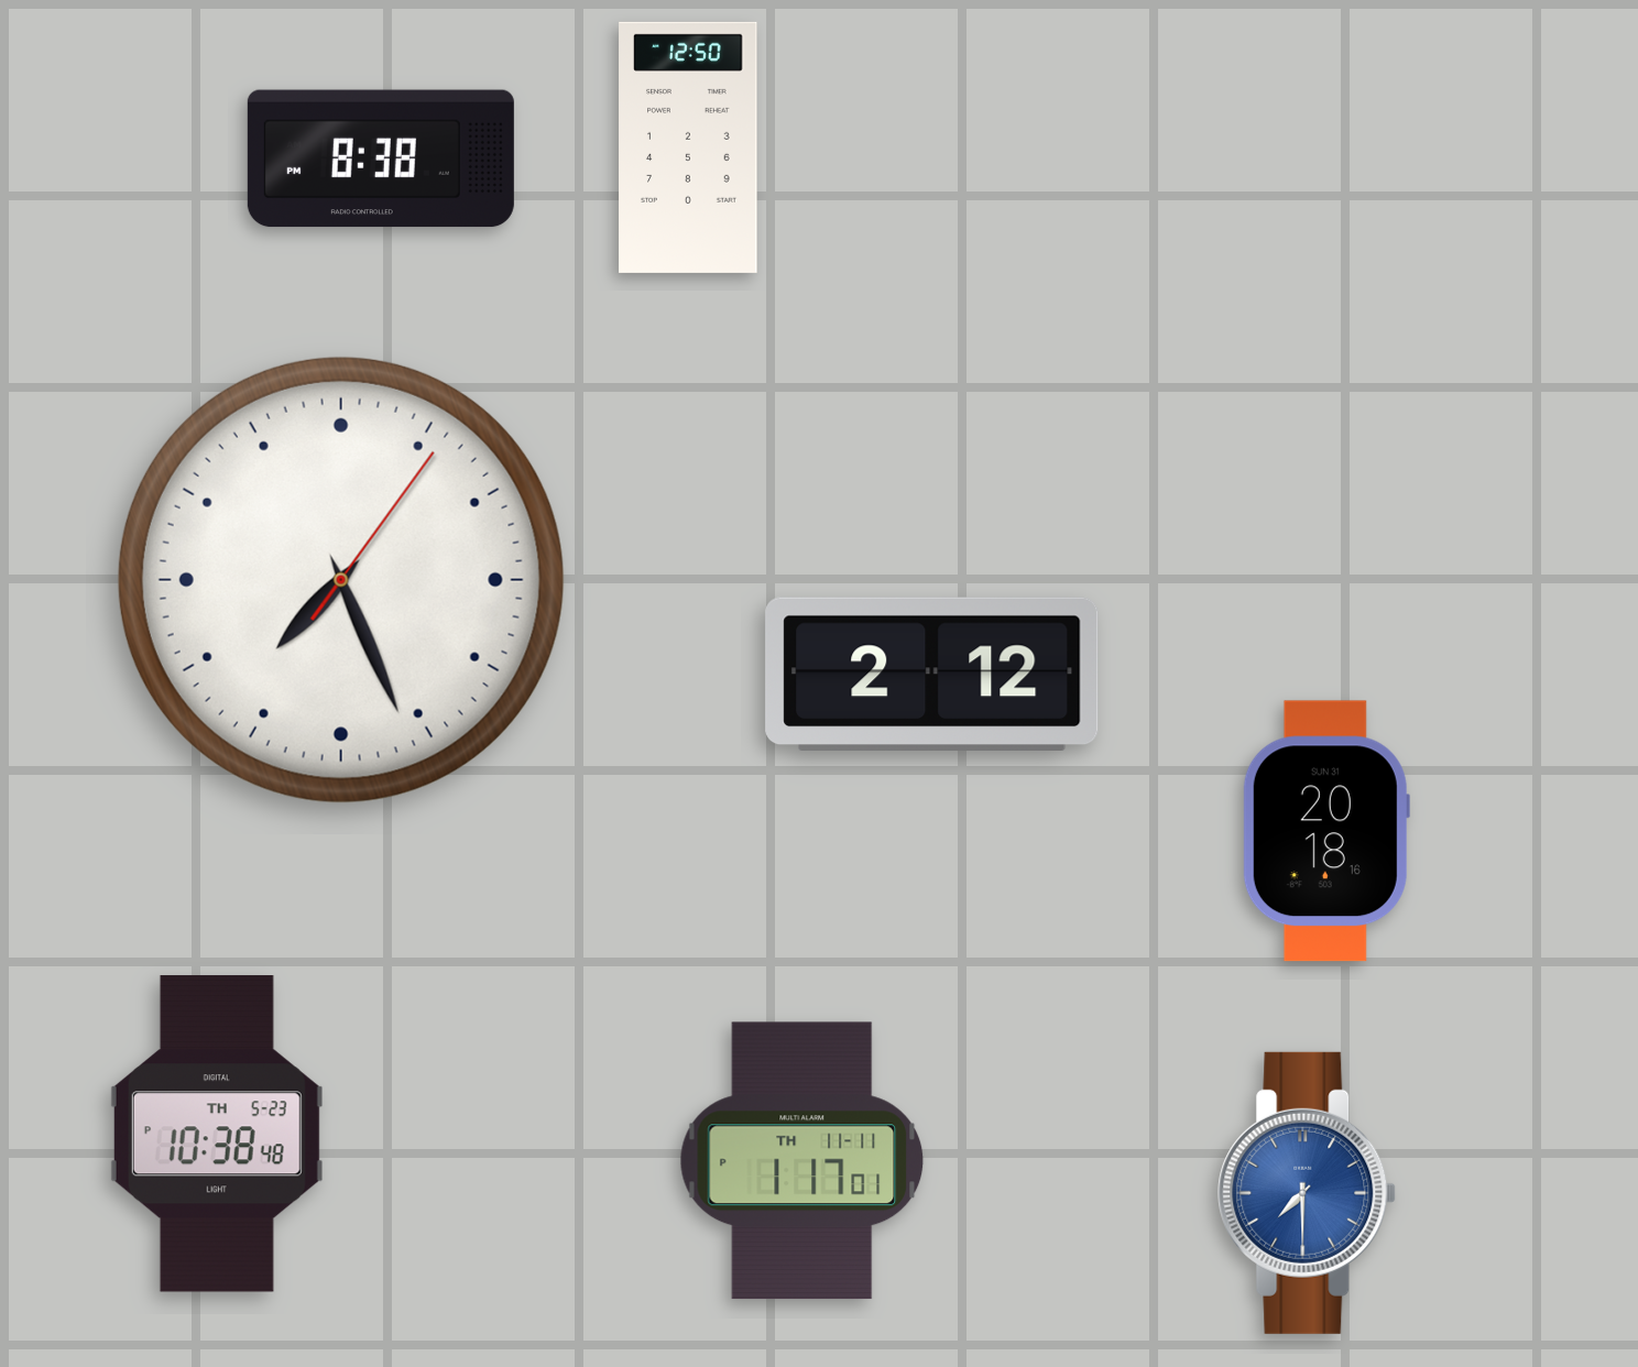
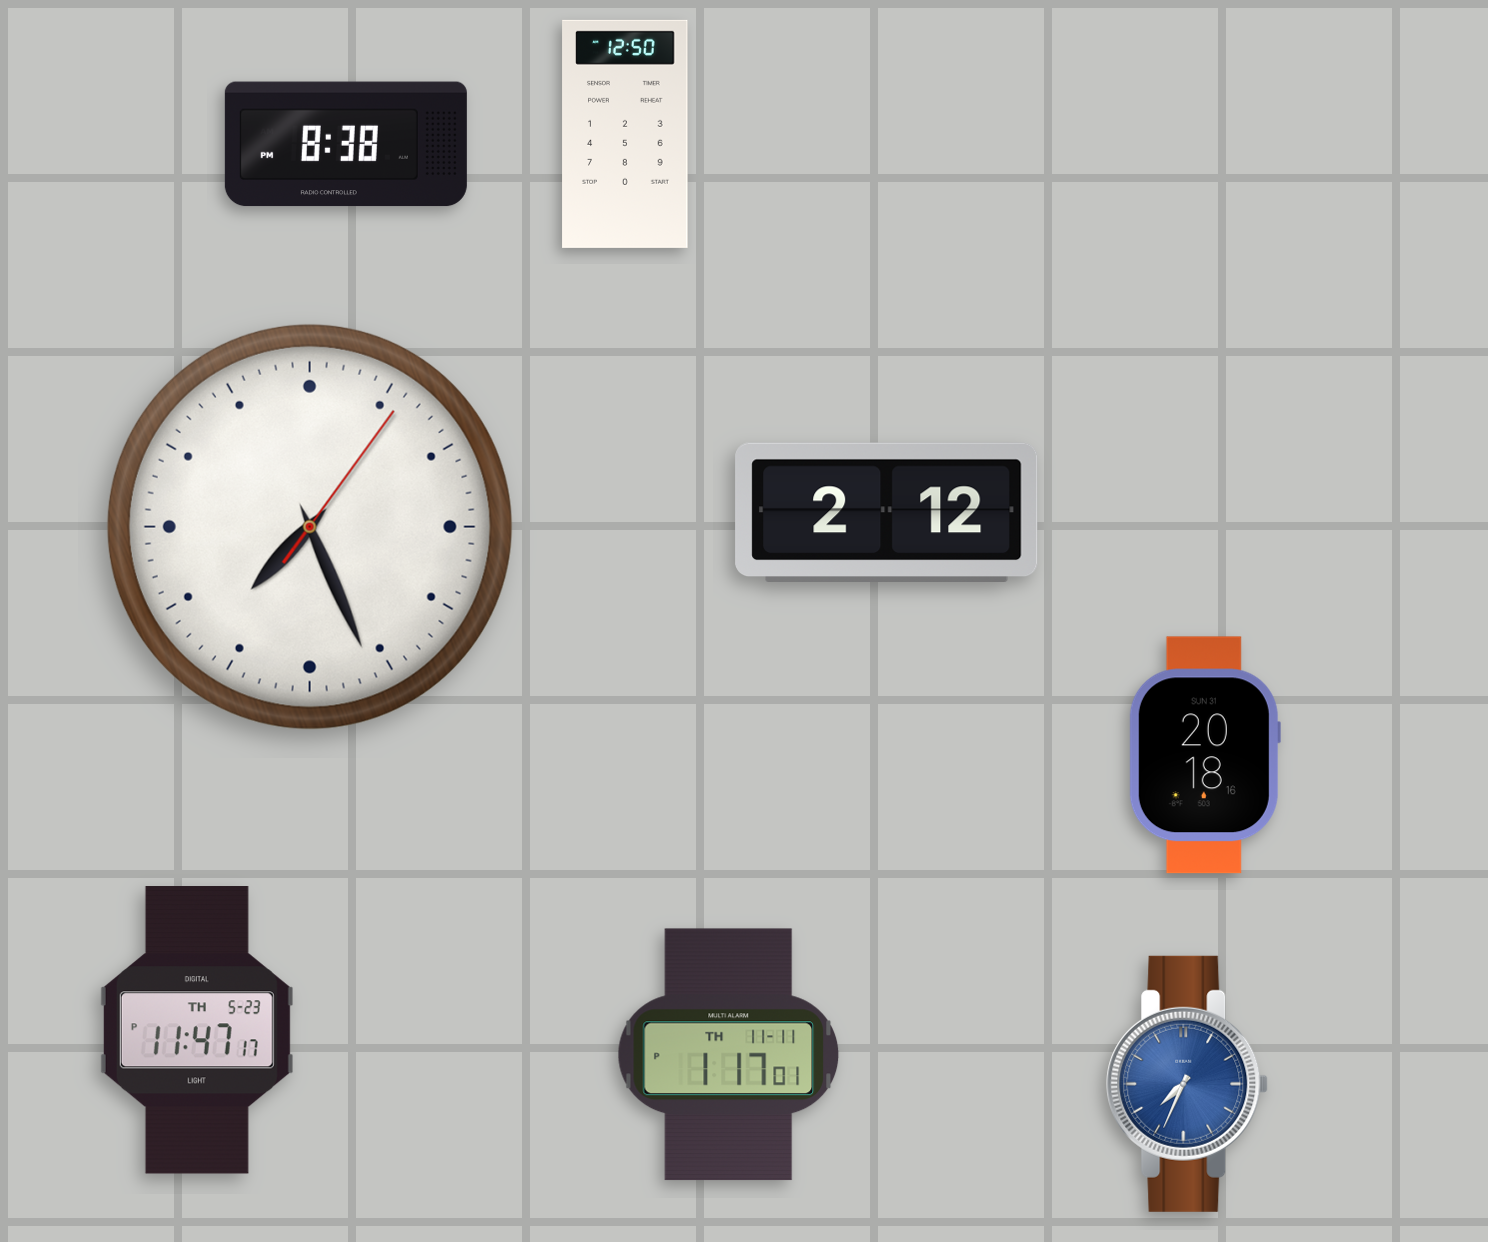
clock at (932, 674) position: (932, 674) -> (887, 512)
clock at (217, 1134): 10:38 -> 11:47
clock at (1307, 1193): 7:30 -> 7:34
